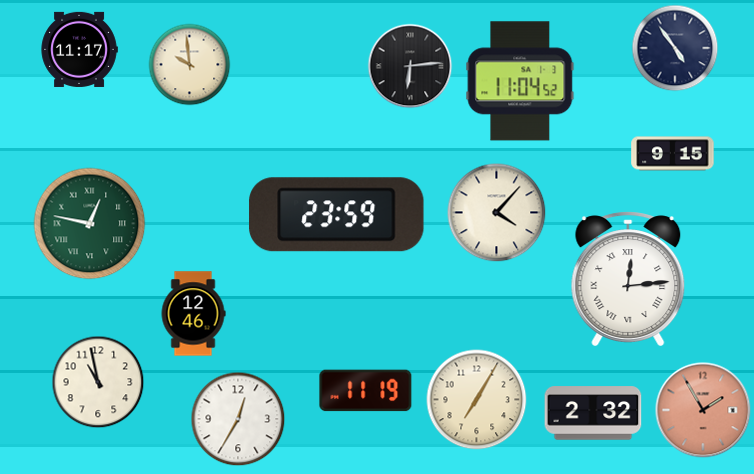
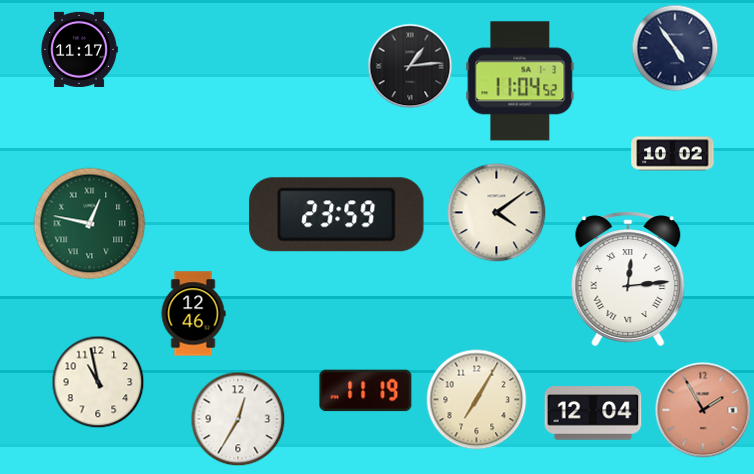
clock at (190, 65): 9:59 -> none
clock at (410, 66): 6:14 -> 1:14
clock at (673, 154): 9:15 -> 10:02
clock at (497, 213): 4:07 -> 4:09
clock at (593, 413): 2:32 -> 12:04
